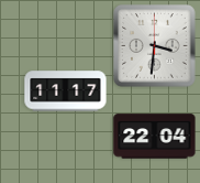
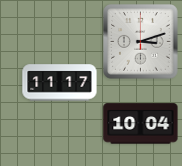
clock at (155, 46): 3:31 -> 3:12
clock at (155, 137): 22:04 -> 10:04
